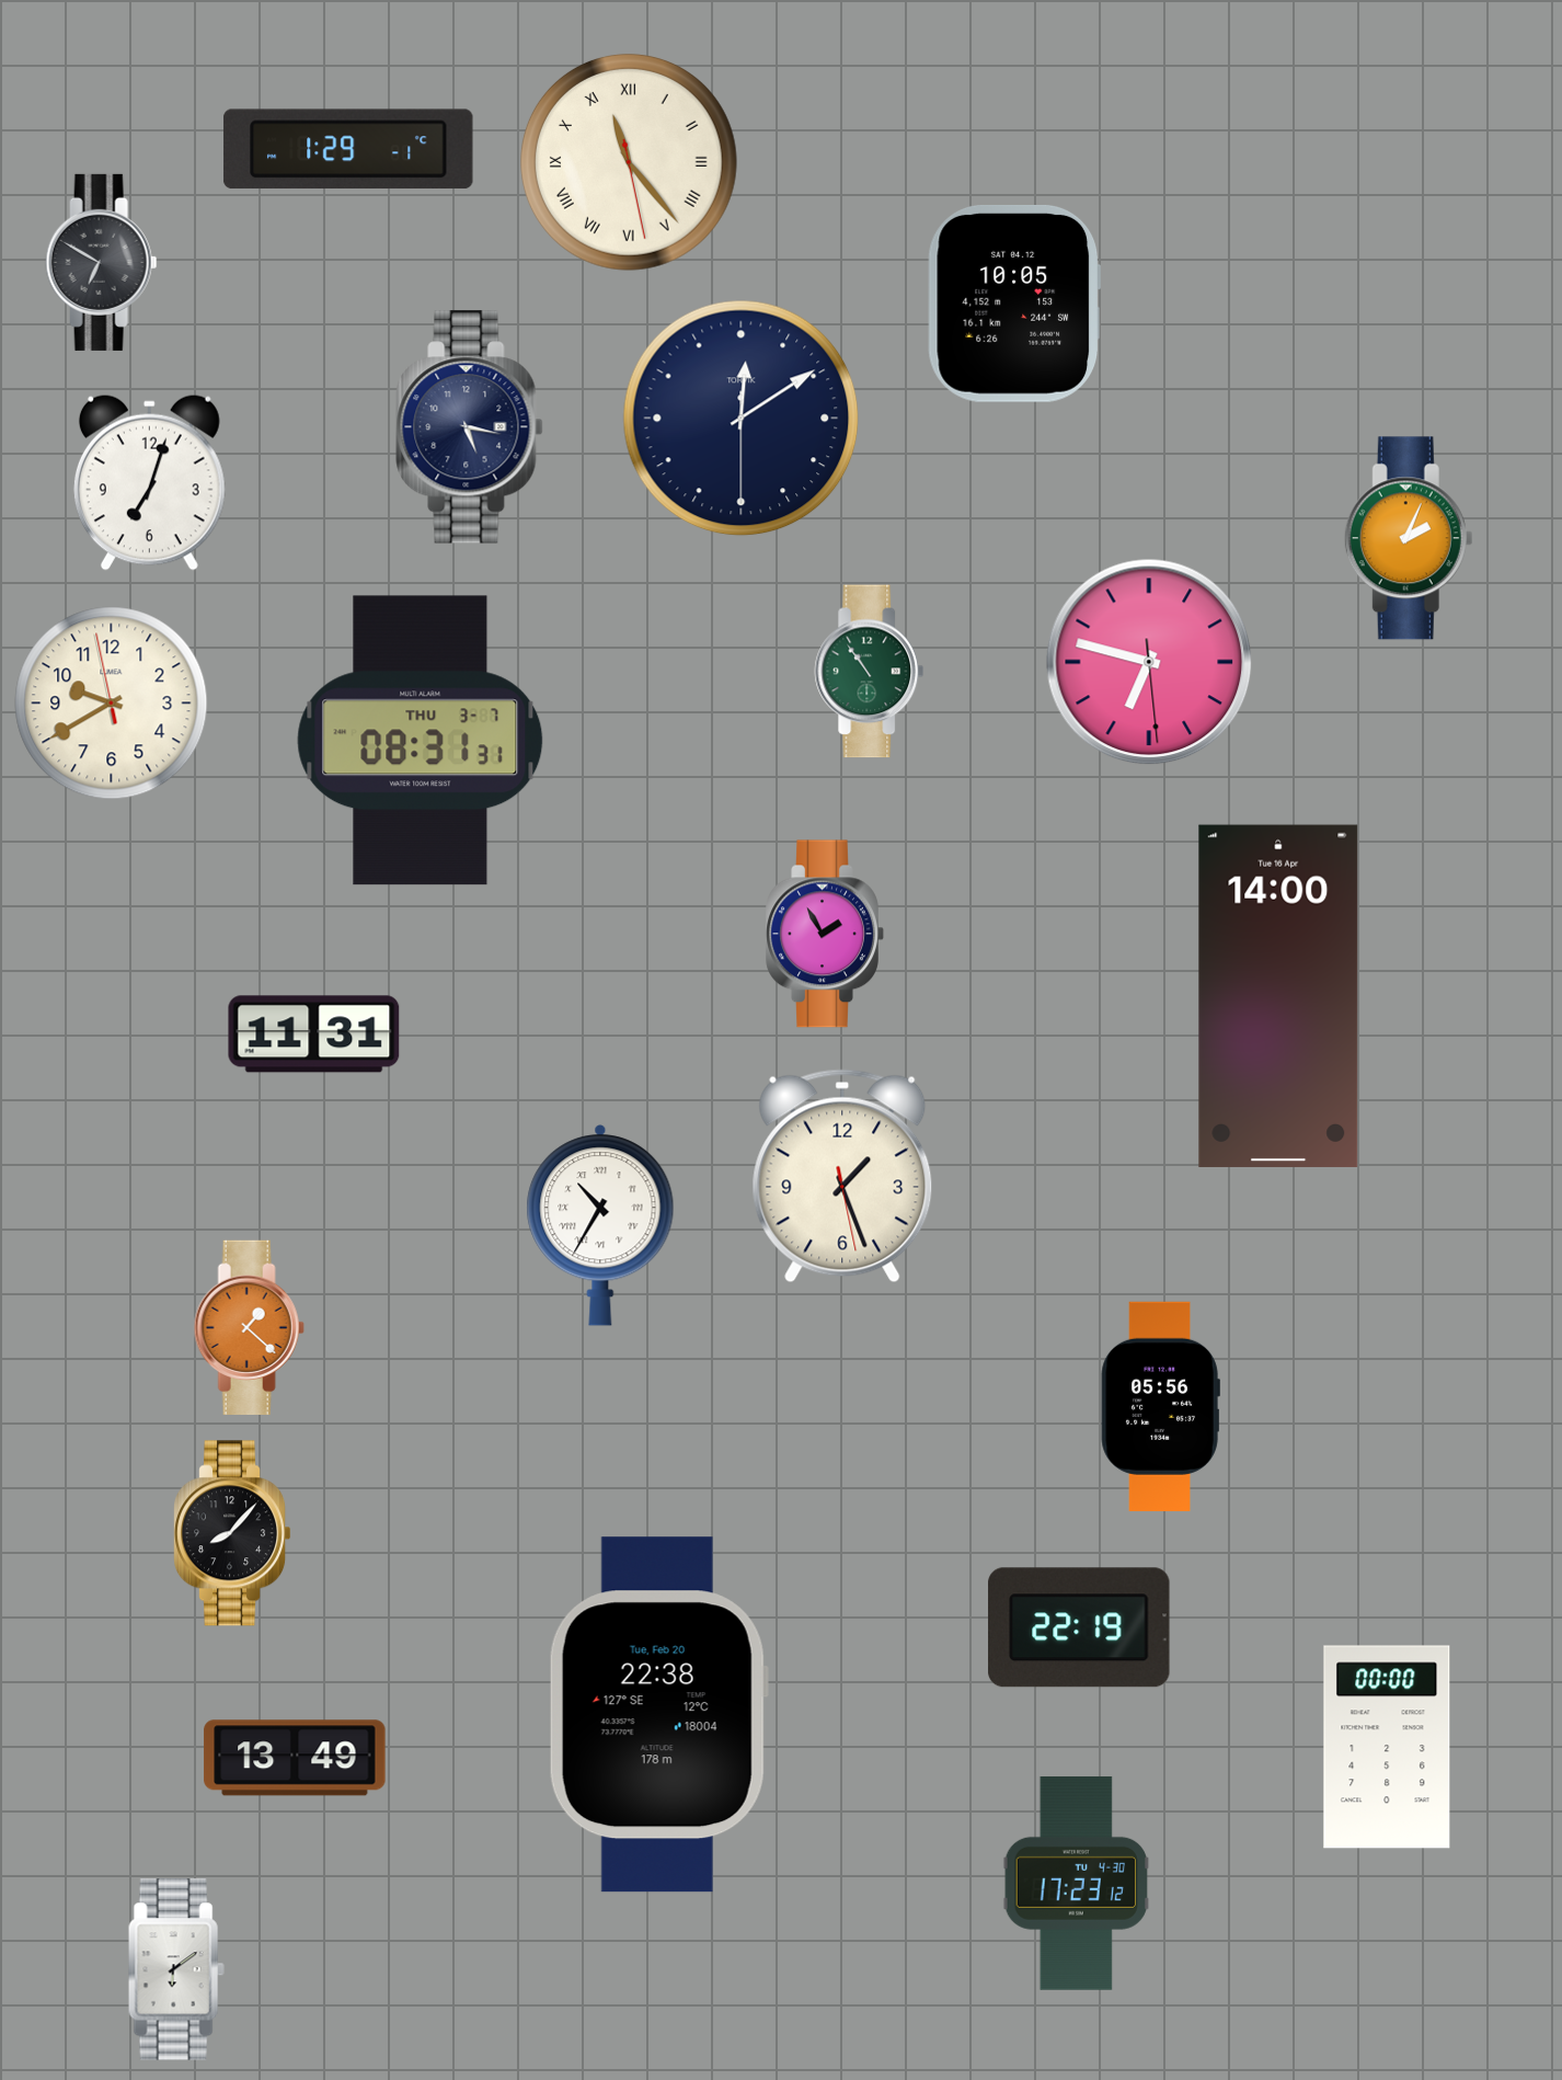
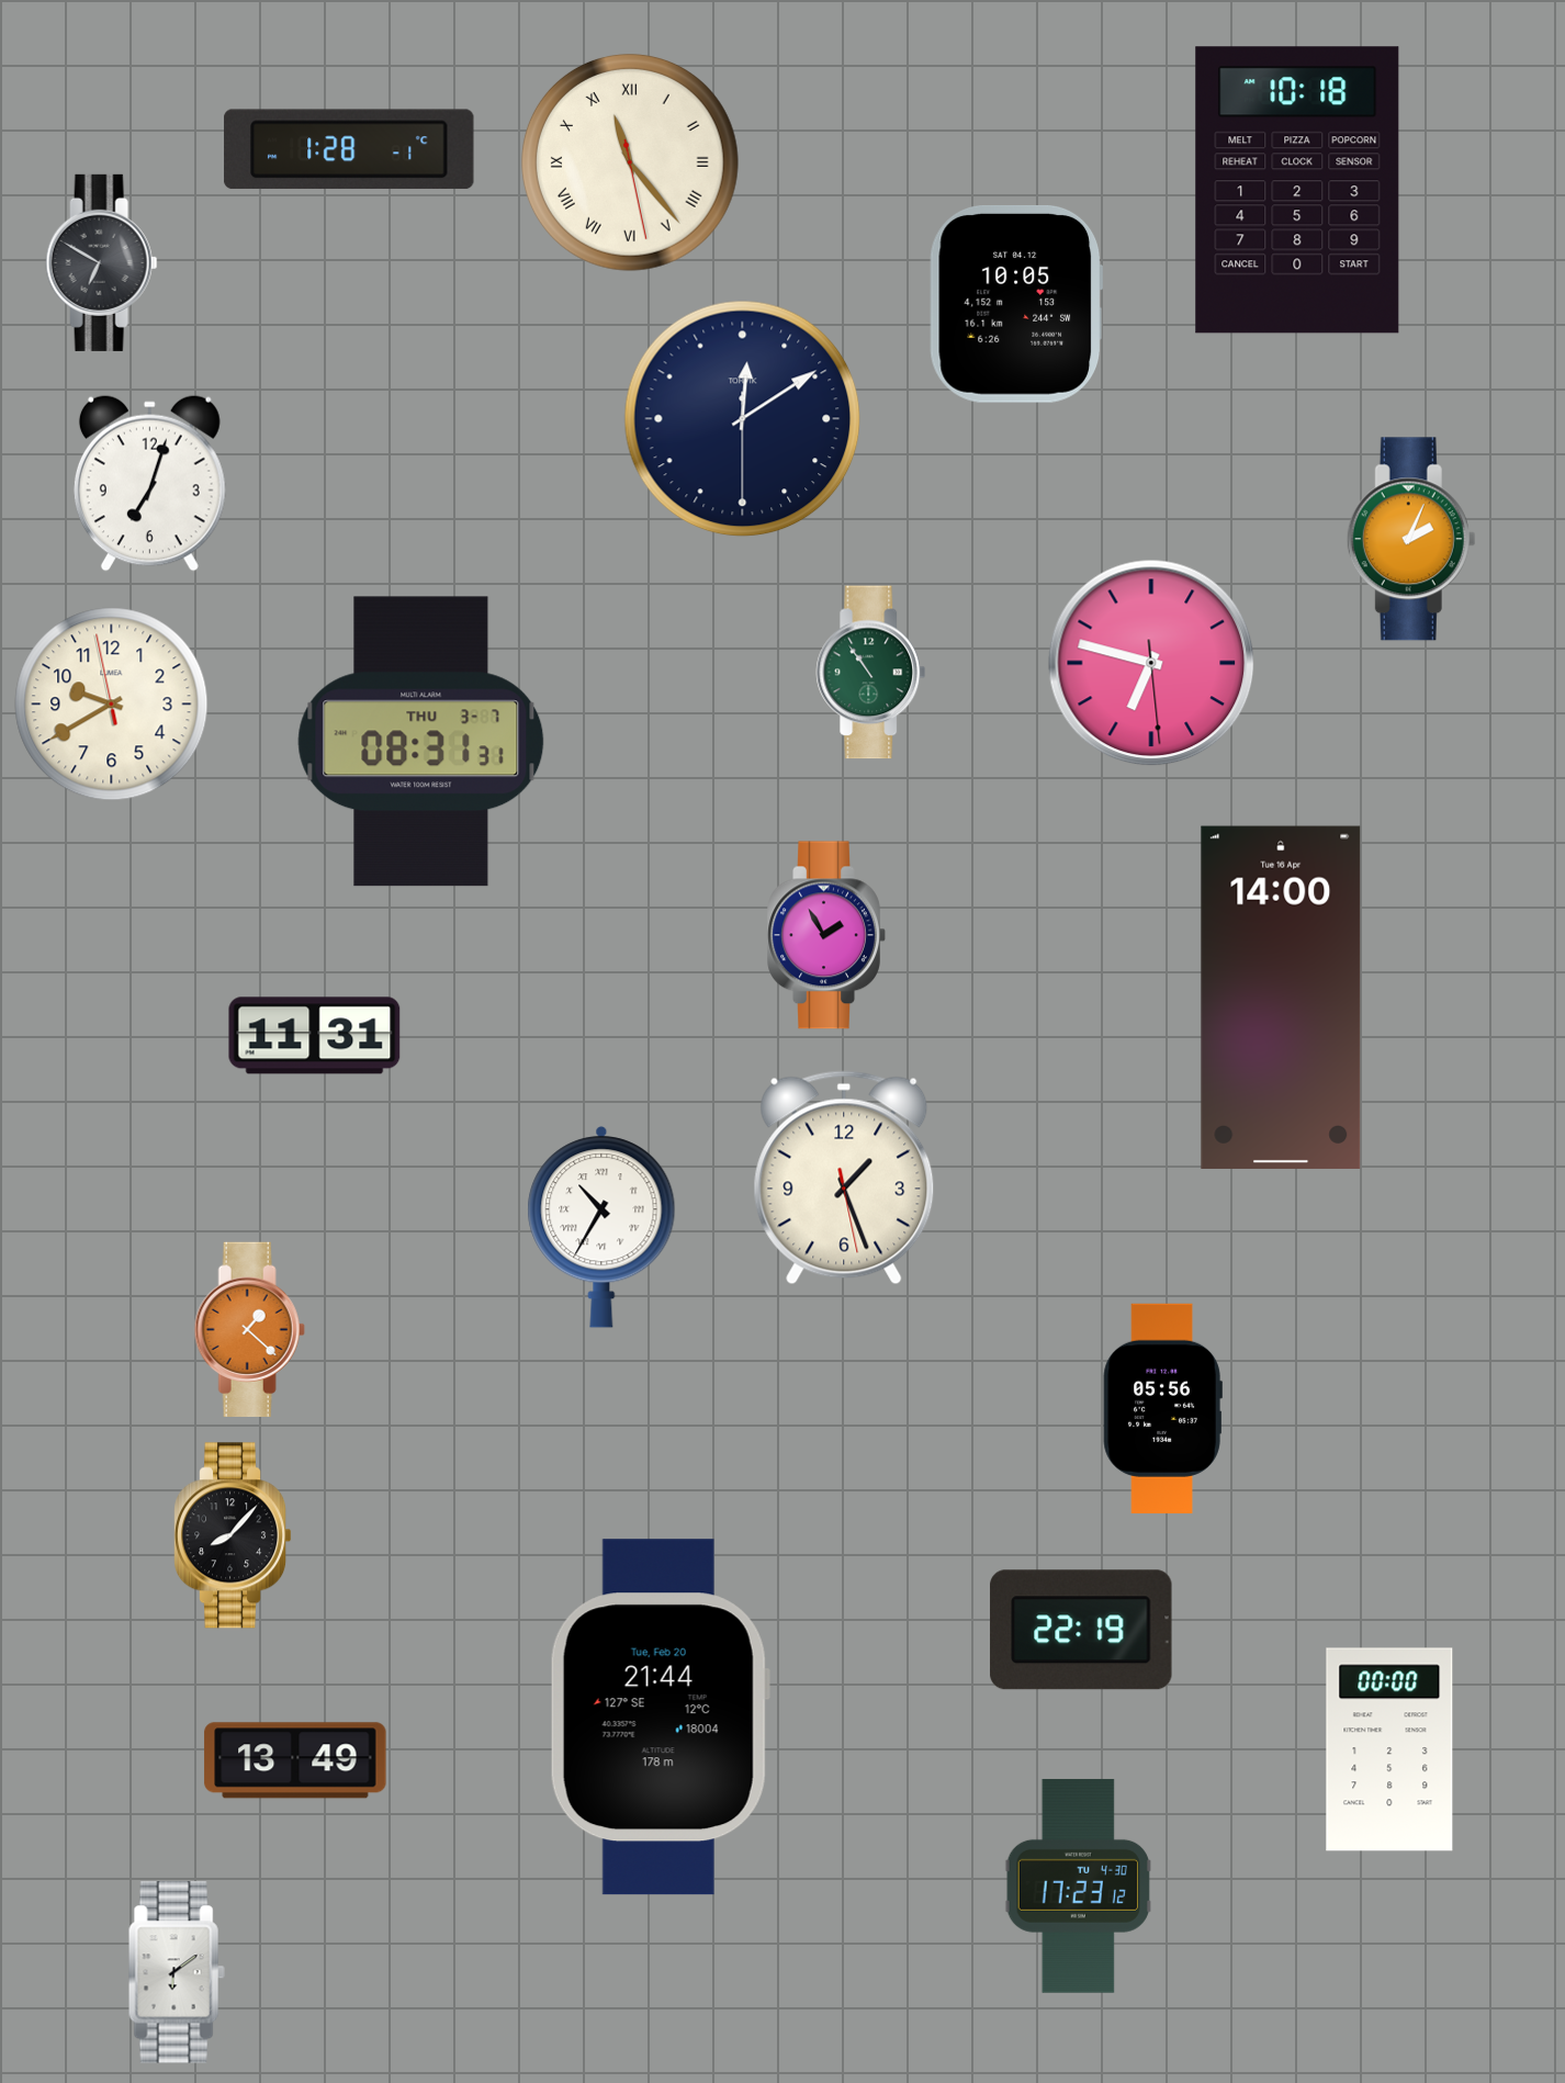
clock at (348, 149): 1:29 -> 1:28
clock at (1297, 190): none -> 10:18
clock at (470, 427): 5:17 -> none
clock at (658, 1715): 22:38 -> 21:44
